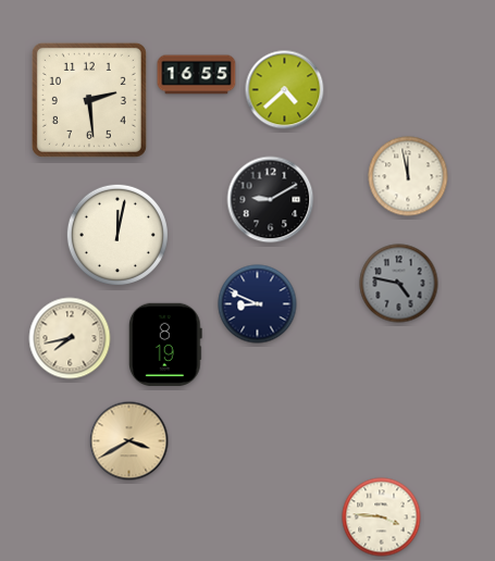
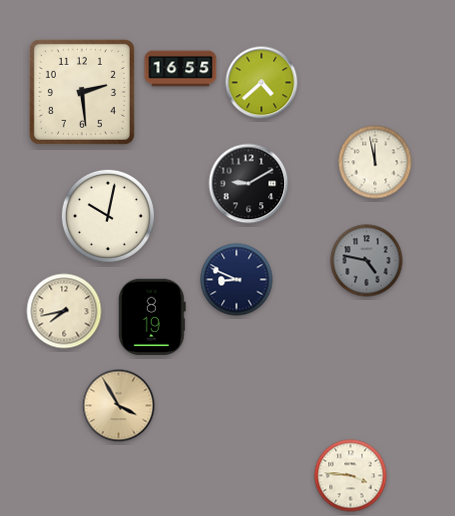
clock at (117, 235): 12:02 -> 10:02
clock at (129, 441): 3:40 -> 3:55
